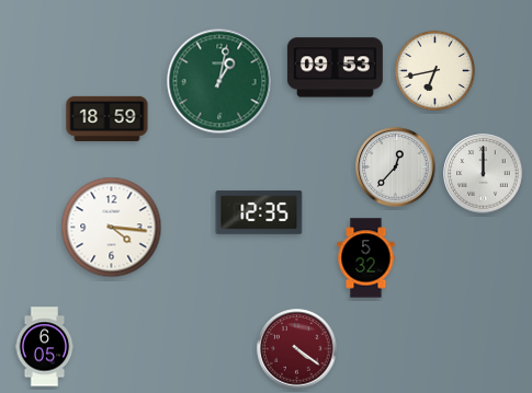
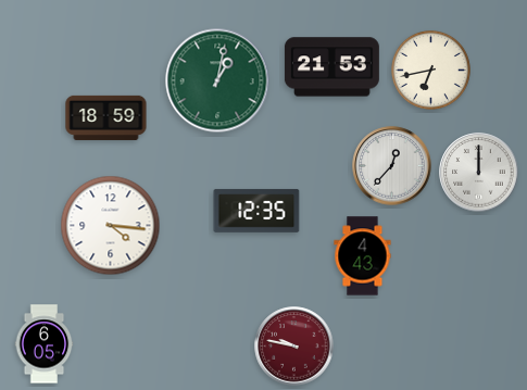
clock at (335, 68): 09:53 -> 21:53
clock at (366, 258): 5:32 -> 4:43
clock at (297, 349): 4:21 -> 9:47
